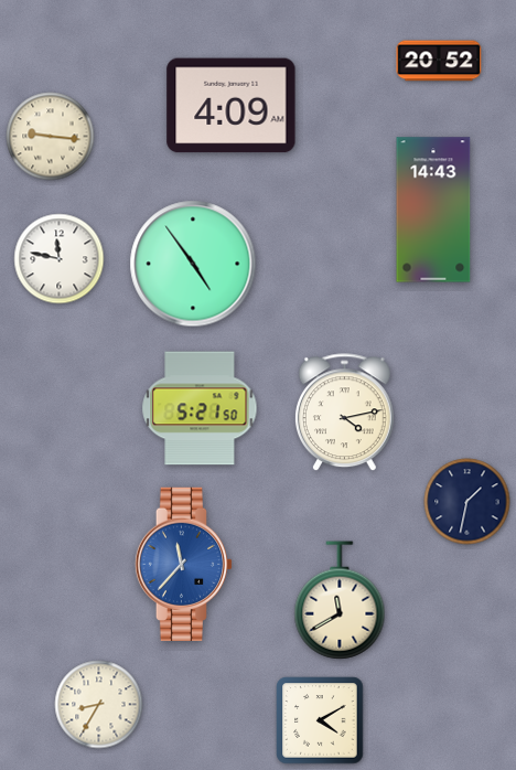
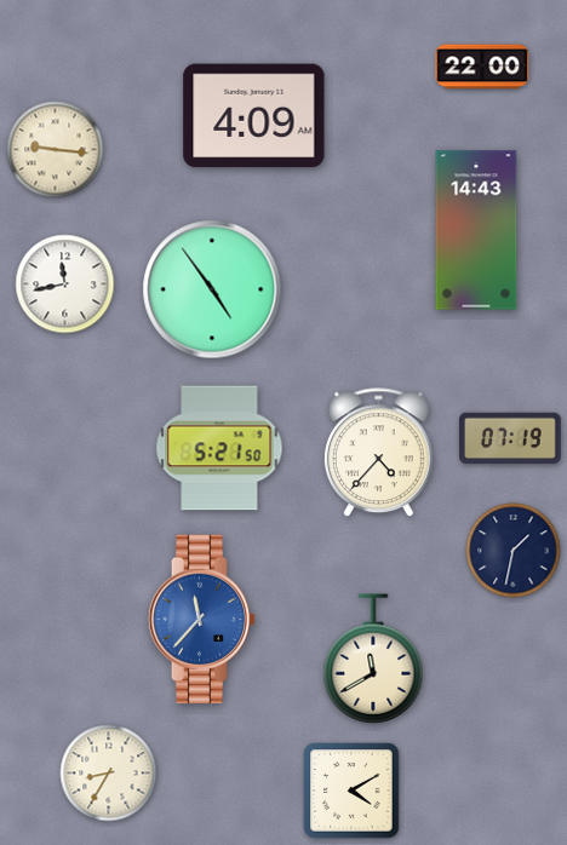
clock at (439, 61): 20:52 -> 22:00
clock at (60, 259): 11:47 -> 11:43
clock at (510, 438): none -> 07:19
clock at (344, 413): 4:13 -> 4:37
